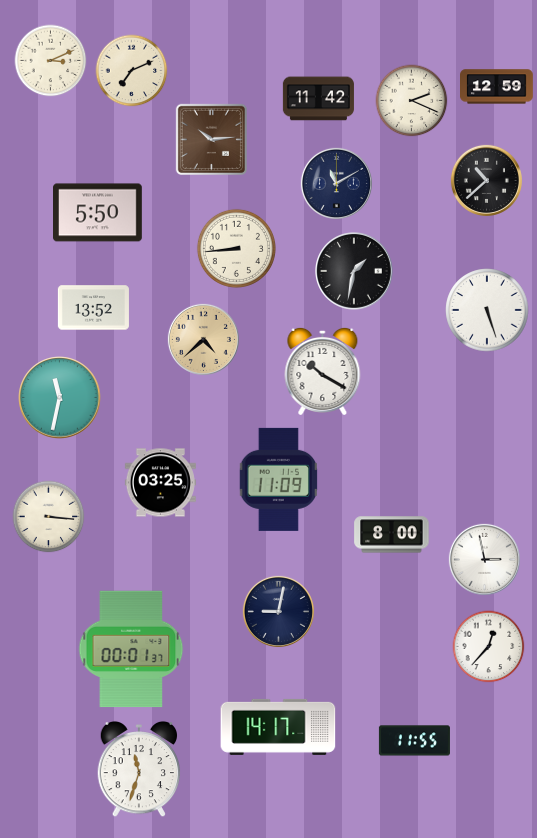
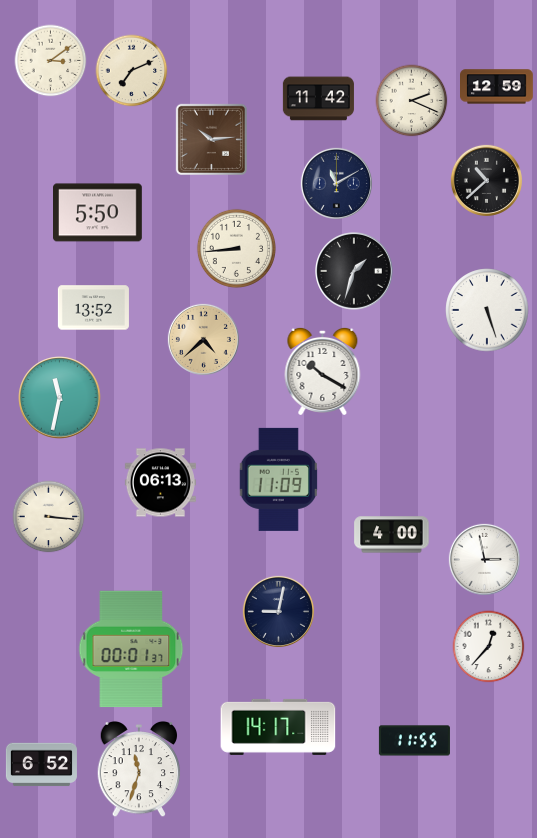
clock at (51, 61): 3:11 -> 3:09
clock at (355, 272): 1:32 -> 1:33
clock at (160, 483): 03:25 -> 06:13
clock at (392, 535): 8:00 -> 4:00
clock at (41, 765): none -> 6:52
